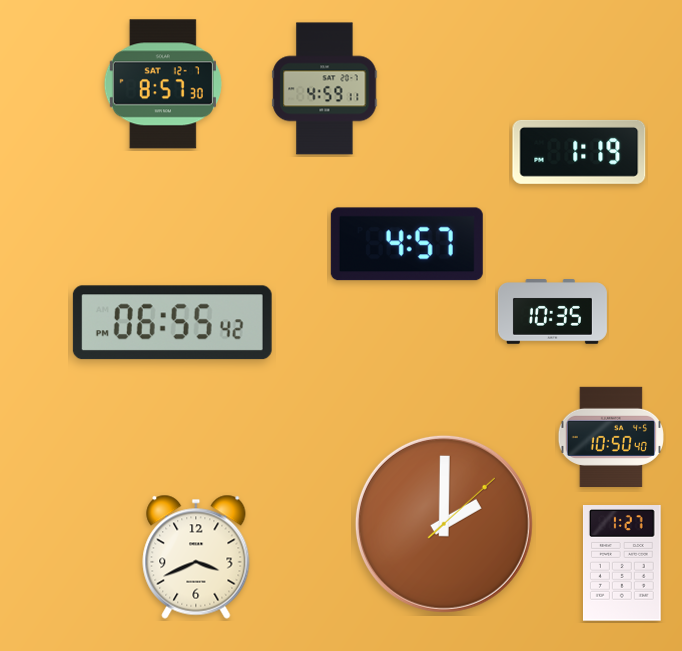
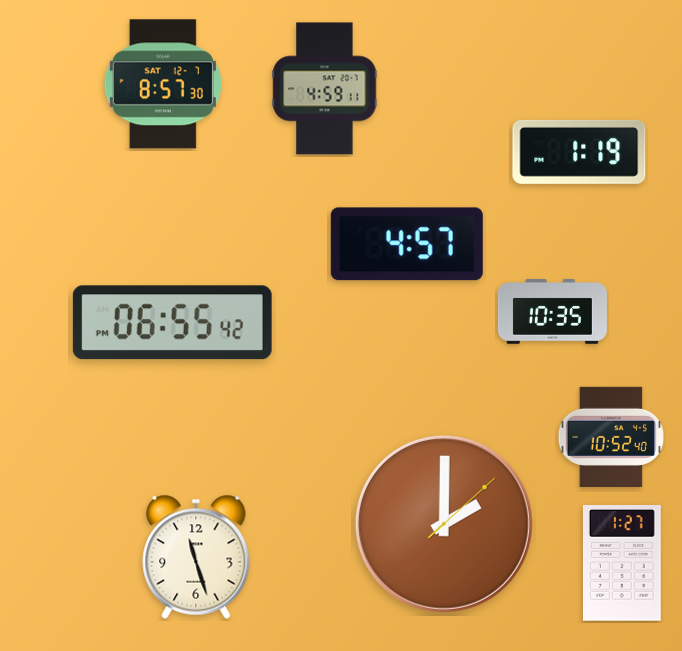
clock at (610, 436): 10:50 -> 10:52
clock at (196, 557): 3:41 -> 11:27
